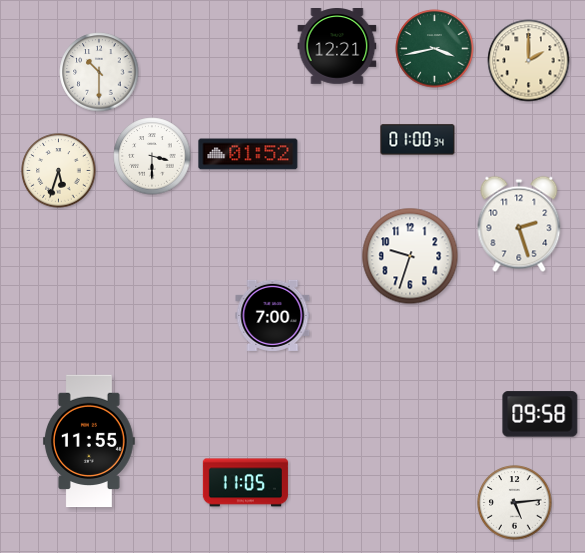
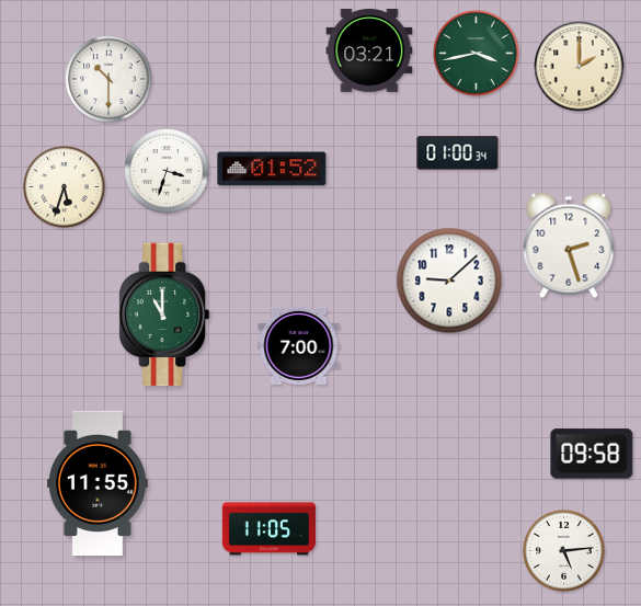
clock at (337, 47): 12:21 -> 03:21
clock at (152, 156): 3:30 -> 3:33
clock at (410, 256): 9:33 -> 9:08
clock at (164, 315): none -> 11:00
